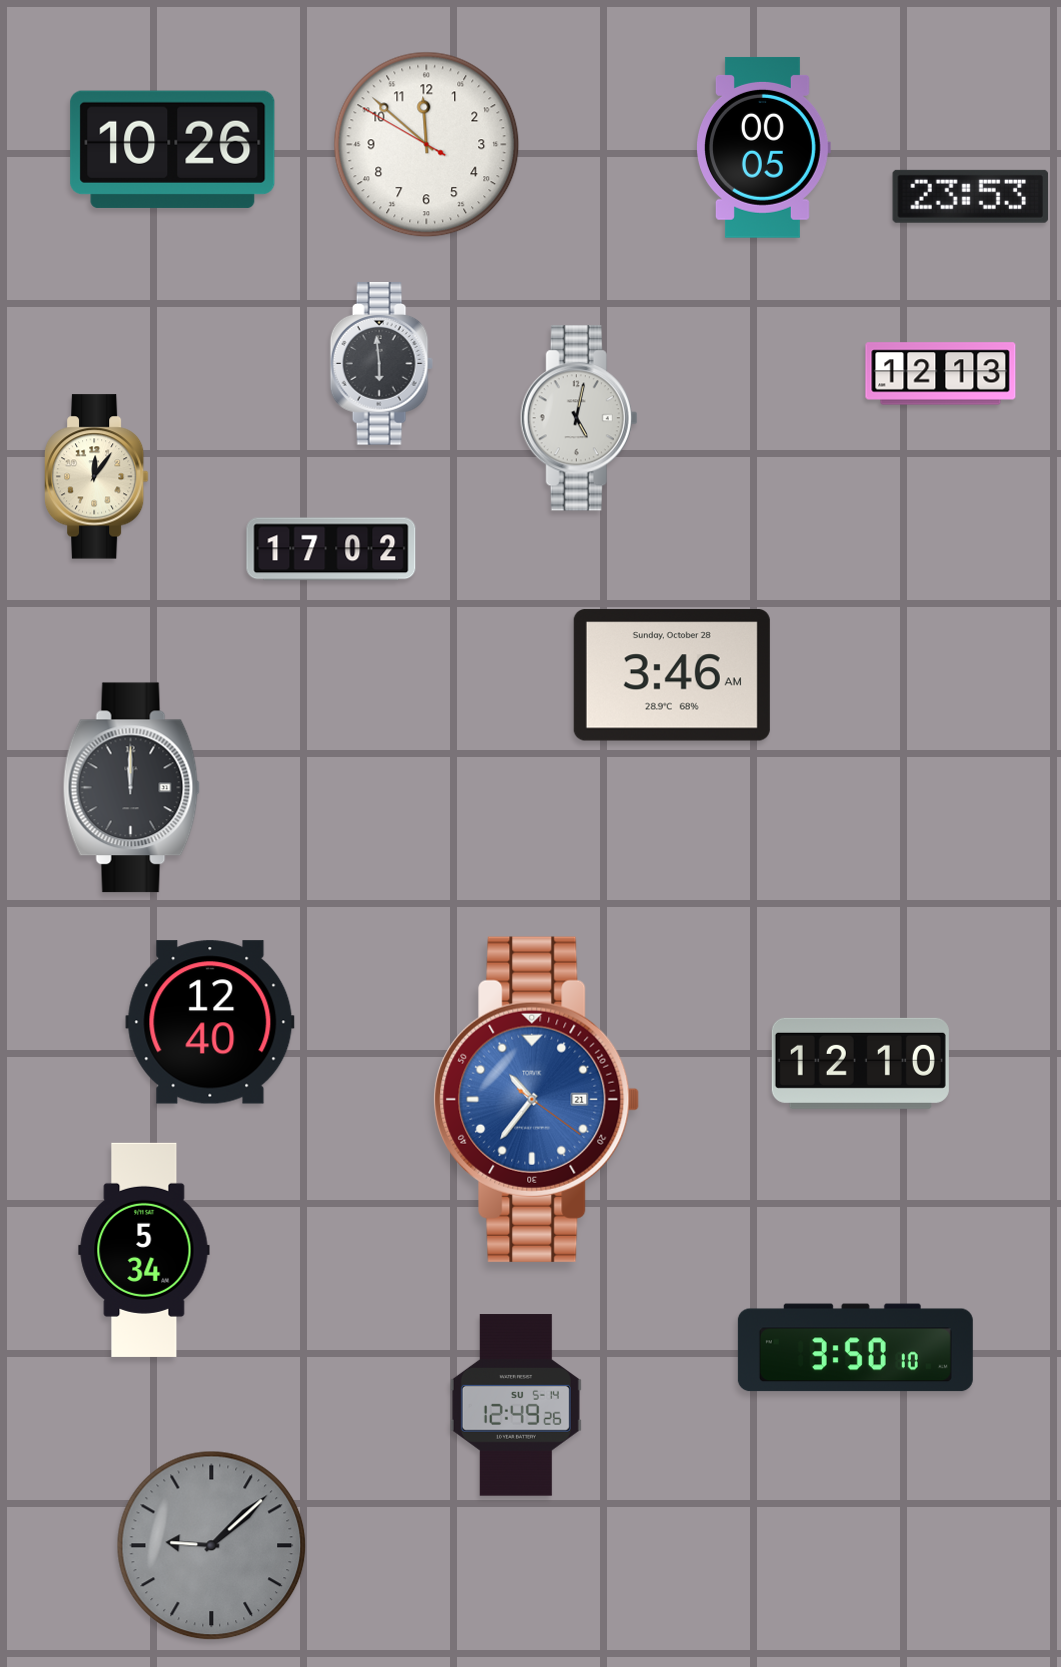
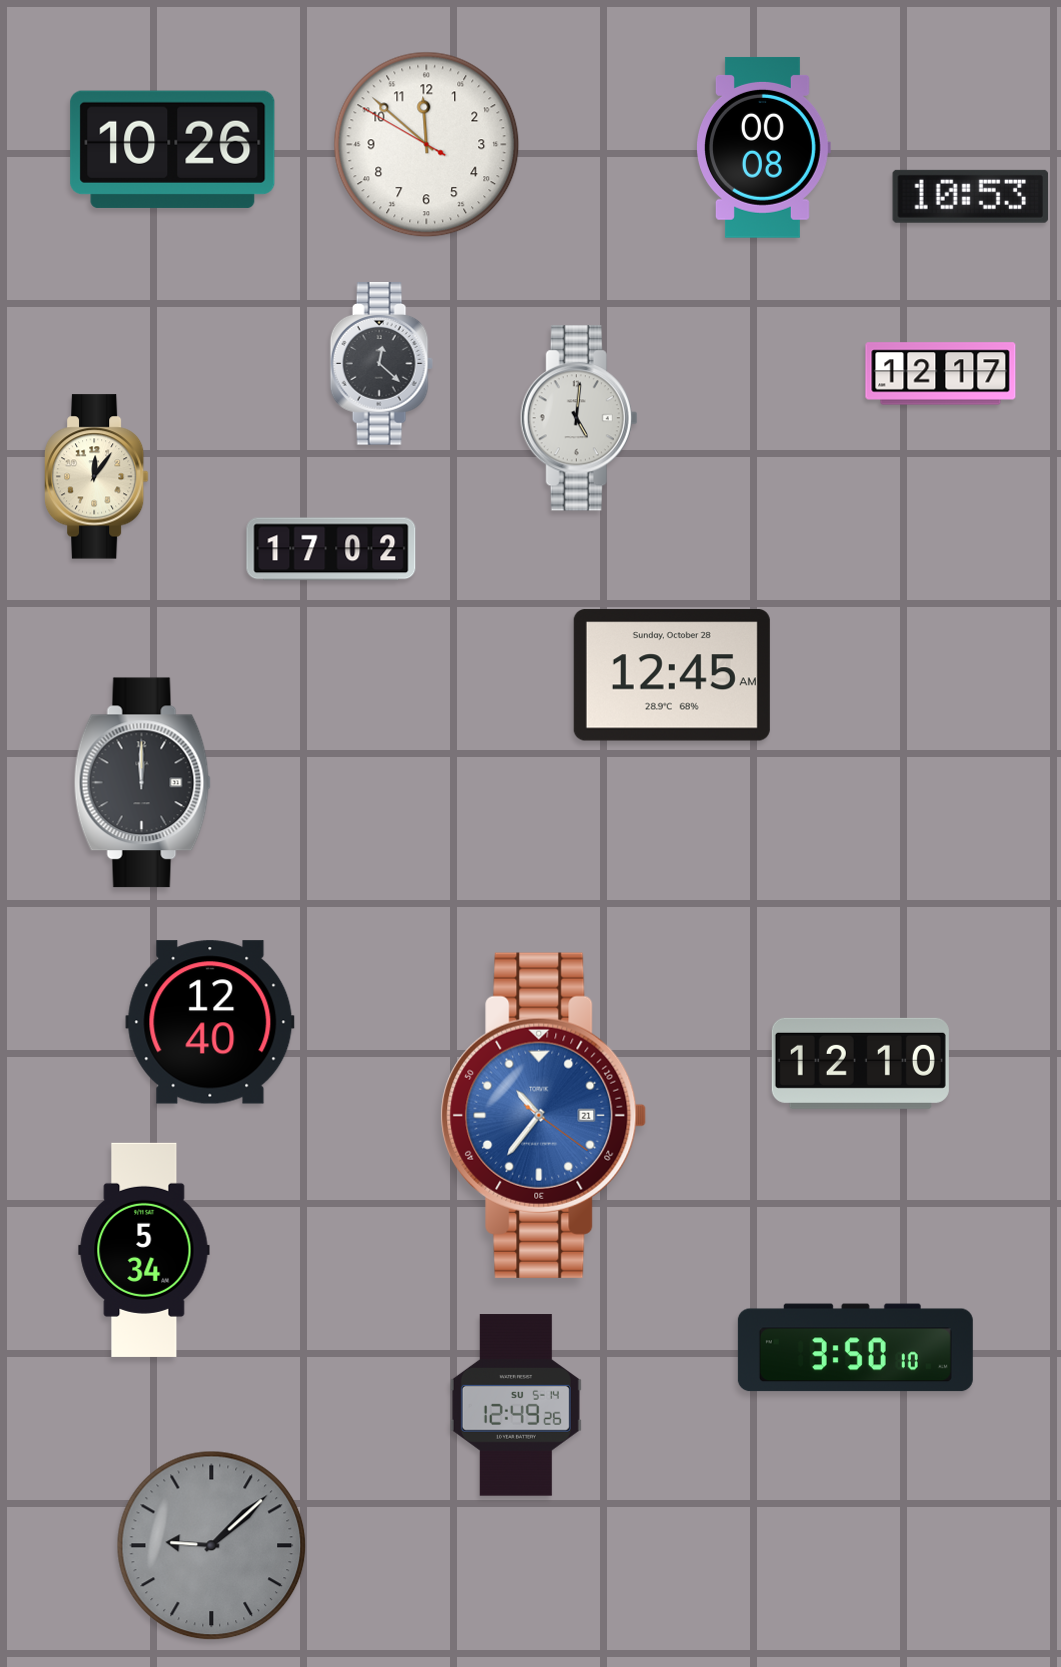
clock at (764, 147): 00:05 -> 00:08
clock at (970, 196): 23:53 -> 10:53
clock at (381, 364): 5:59 -> 12:22
clock at (941, 374): 12:13 -> 12:17
clock at (579, 418): 5:02 -> 5:01
clock at (672, 675): 3:46 -> 12:45
clock at (131, 788) position: (131, 788) -> (142, 783)
clock at (537, 1099) position: (537, 1099) -> (544, 1115)
